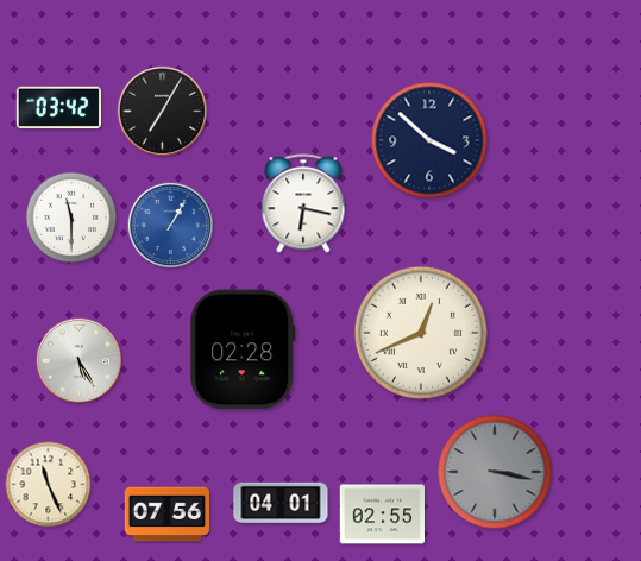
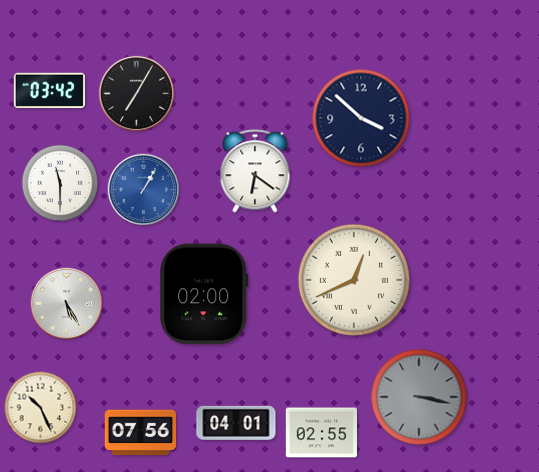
clock at (303, 203): 6:17 -> 6:21
clock at (243, 349): 02:28 -> 02:00
clock at (495, 472) position: (495, 472) -> (419, 397)
clock at (49, 485): 11:26 -> 10:26
